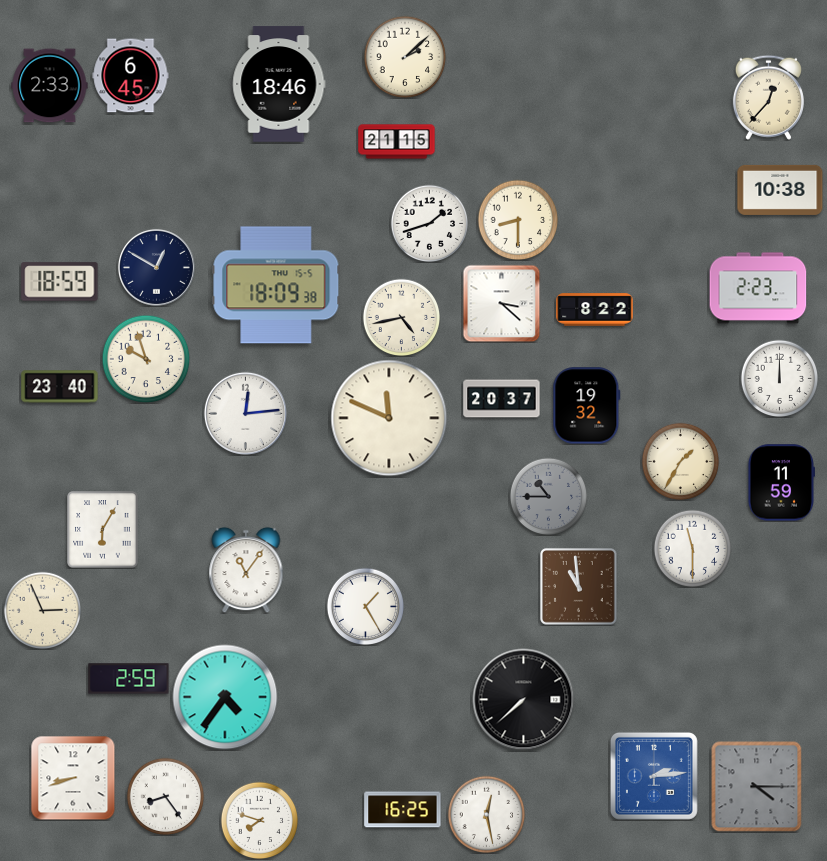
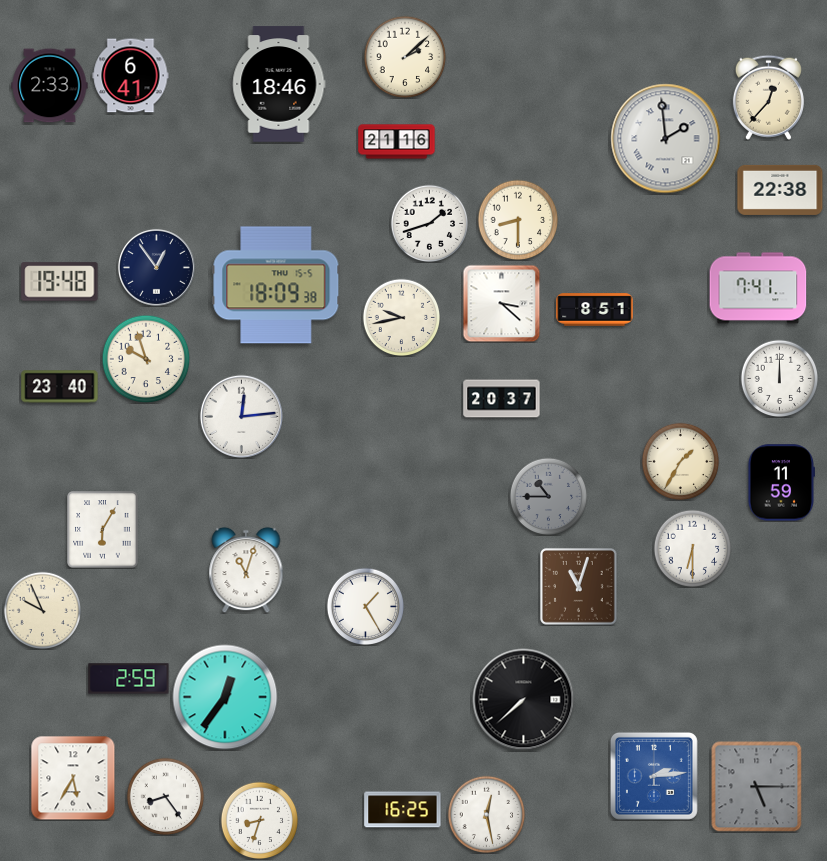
clock at (131, 76): 6:45 -> 6:41
clock at (666, 139): none -> 1:59
clock at (397, 142): 21:15 -> 21:16
clock at (780, 190): 10:38 -> 22:38
clock at (156, 267): 12:50 -> 12:54
clock at (60, 282): 18:59 -> 19:48
clock at (758, 288): 2:23 -> 7:41
clock at (595, 310): 8:22 -> 8:51
clock at (401, 317): 4:43 -> 9:43
clock at (587, 406): 19:32 -> none
clock at (245, 413) position: (245, 413) -> (241, 416)
clock at (389, 418): 11:49 -> none
clock at (692, 548): 11:30 -> 6:30
clock at (246, 570): 11:06 -> 11:03
clock at (579, 587): 10:59 -> 11:03
clock at (42, 610): 2:56 -> 9:56
clock at (225, 697): 4:36 -> 12:36
clock at (73, 778): 8:42 -> 5:35
clock at (757, 787): 4:15 -> 5:15
clock at (259, 820): 7:48 -> 8:33
